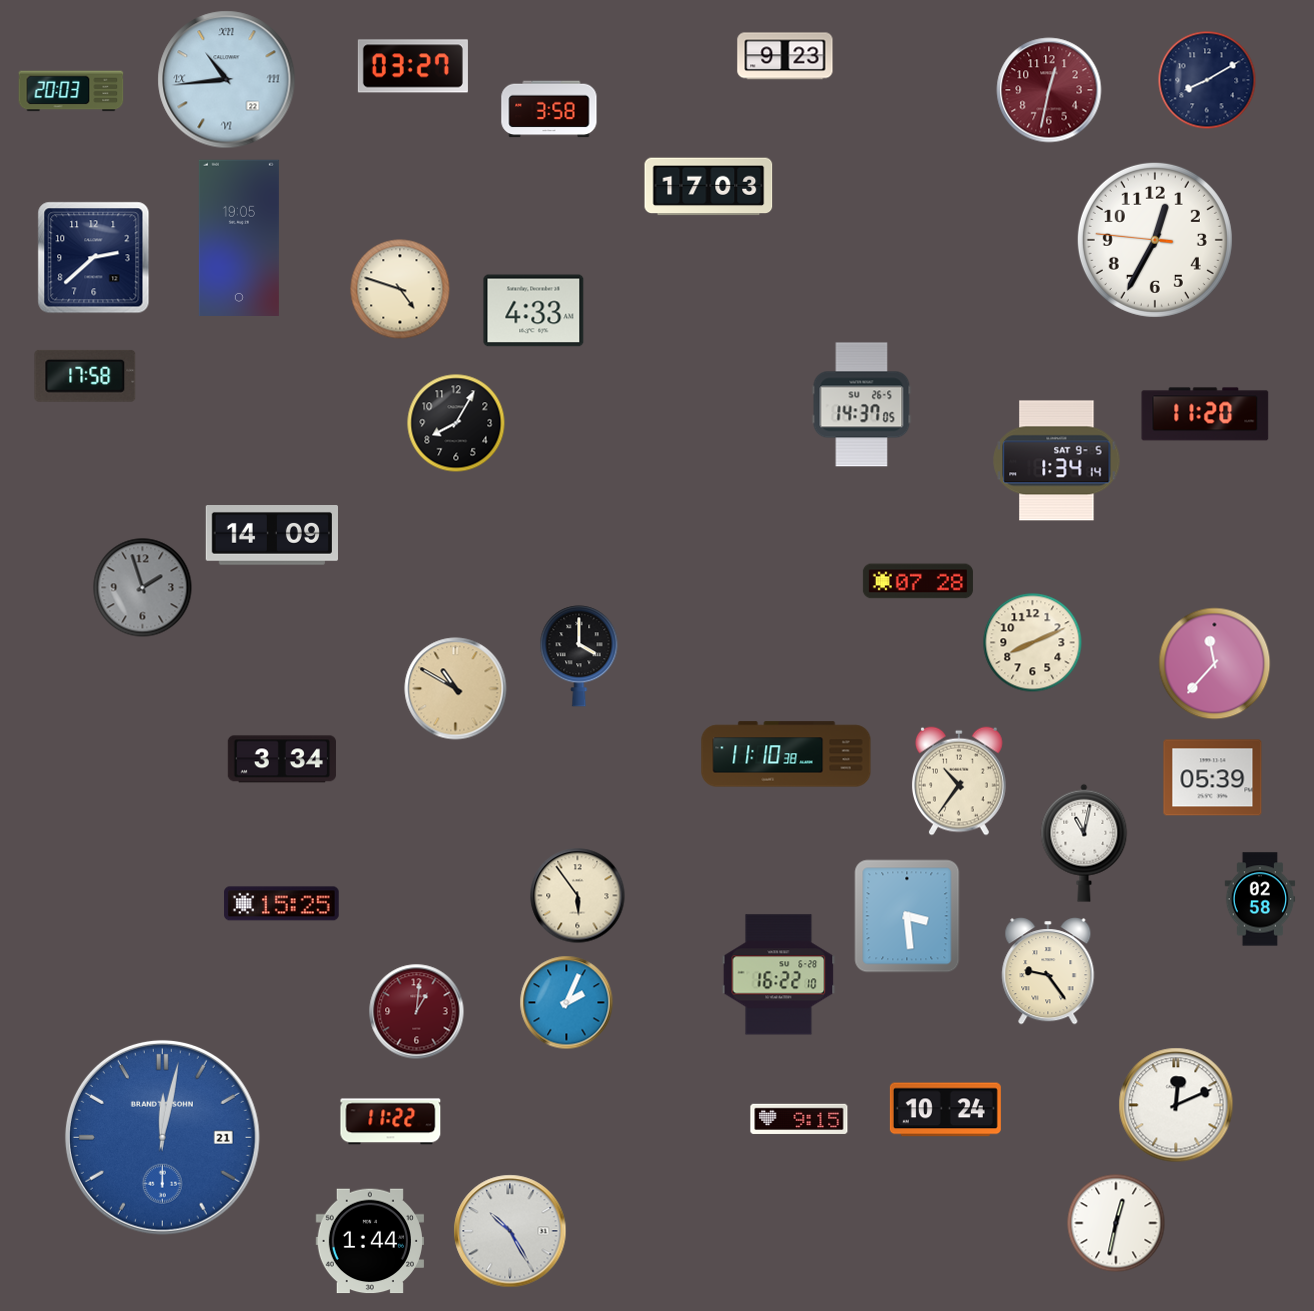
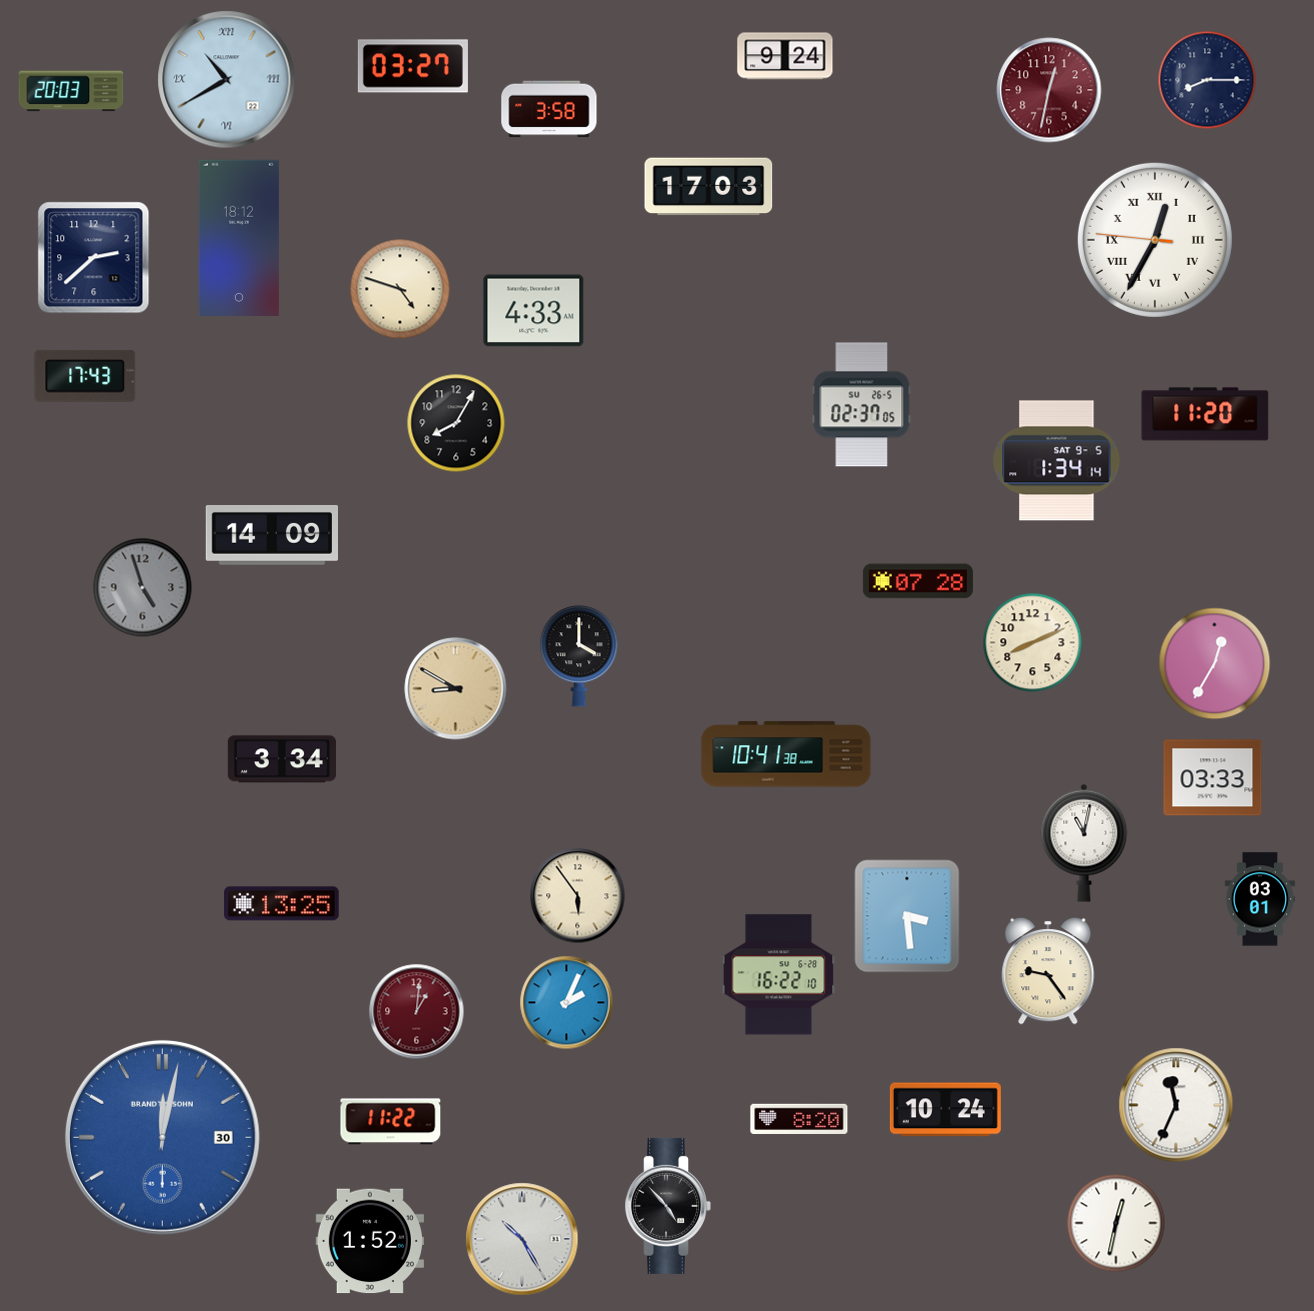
clock at (785, 56): 9:23 -> 9:24
clock at (227, 80): 10:44 -> 10:40
clock at (1207, 80): 8:10 -> 8:15
clock at (239, 237): 19:05 -> 18:12
clock at (1155, 240) numerals: Arabic -> Roman
clock at (85, 376): 17:58 -> 17:43
clock at (862, 405): 14:37 -> 02:37
clock at (143, 588): 1:57 -> 4:57
clock at (1215, 664): 11:37 -> 12:35
clock at (456, 689): 10:50 -> 8:50
clock at (786, 754): 11:10 -> 10:41
clock at (1213, 778): 05:39 -> 03:33
clock at (959, 781): 10:36 -> none
clock at (1260, 899): 02:58 -> 03:01
clock at (282, 904): 15:25 -> 13:25
clock at (1176, 1105): 12:11 -> 11:34
clock at (799, 1119): 9:15 -> 8:20
clock at (162, 1137) date: 21 -> 30
clock at (668, 1206): none -> 4:53
clock at (510, 1231) position: (510, 1231) -> (522, 1239)
clock at (370, 1241): 1:44 -> 1:52
